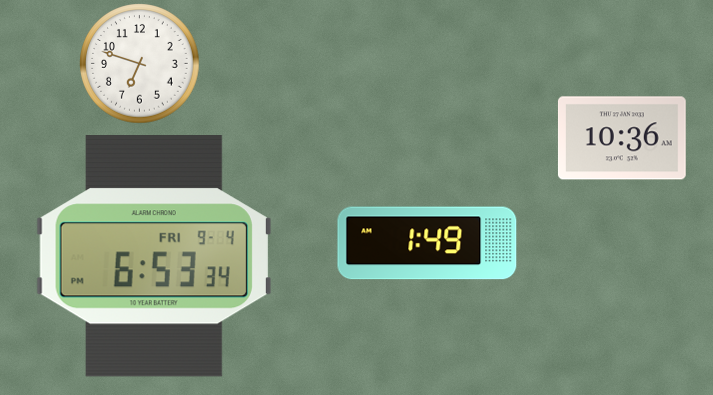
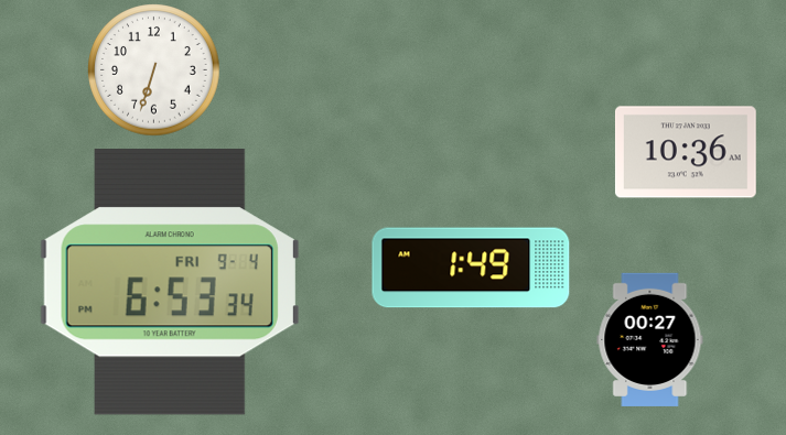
clock at (140, 64): 6:48 -> 6:33
clock at (650, 339): none -> 00:27
